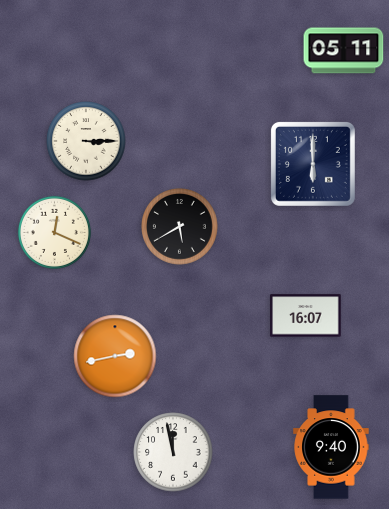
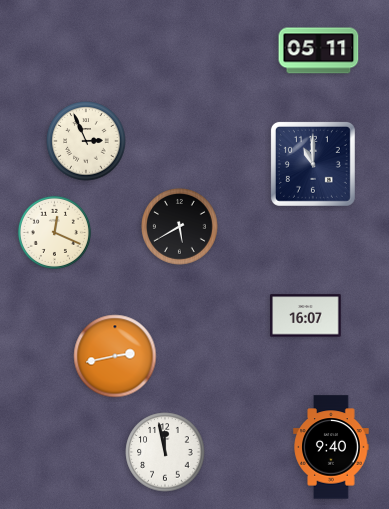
clock at (344, 51) position: (344, 51) -> (319, 51)
clock at (86, 141): 3:15 -> 2:56
clock at (313, 164): 6:00 -> 11:00
clock at (173, 452) position: (173, 452) -> (165, 452)
